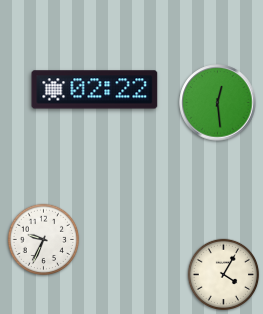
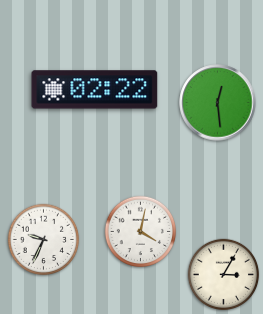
clock at (141, 232): none -> 4:02
clock at (224, 275): 4:05 -> 3:05
